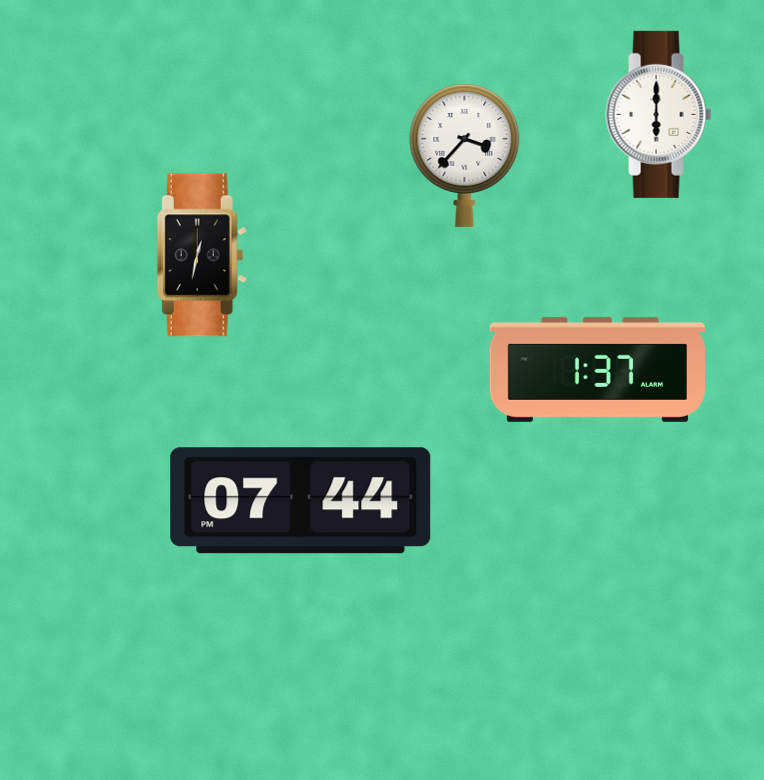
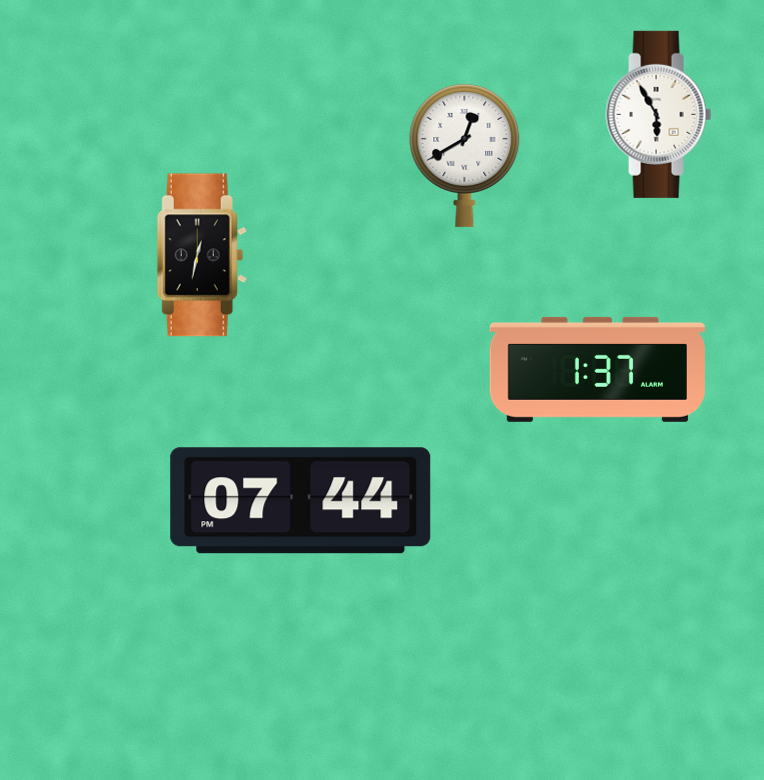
clock at (659, 114): 6:00 -> 5:55
clock at (465, 156): 3:37 -> 12:40
